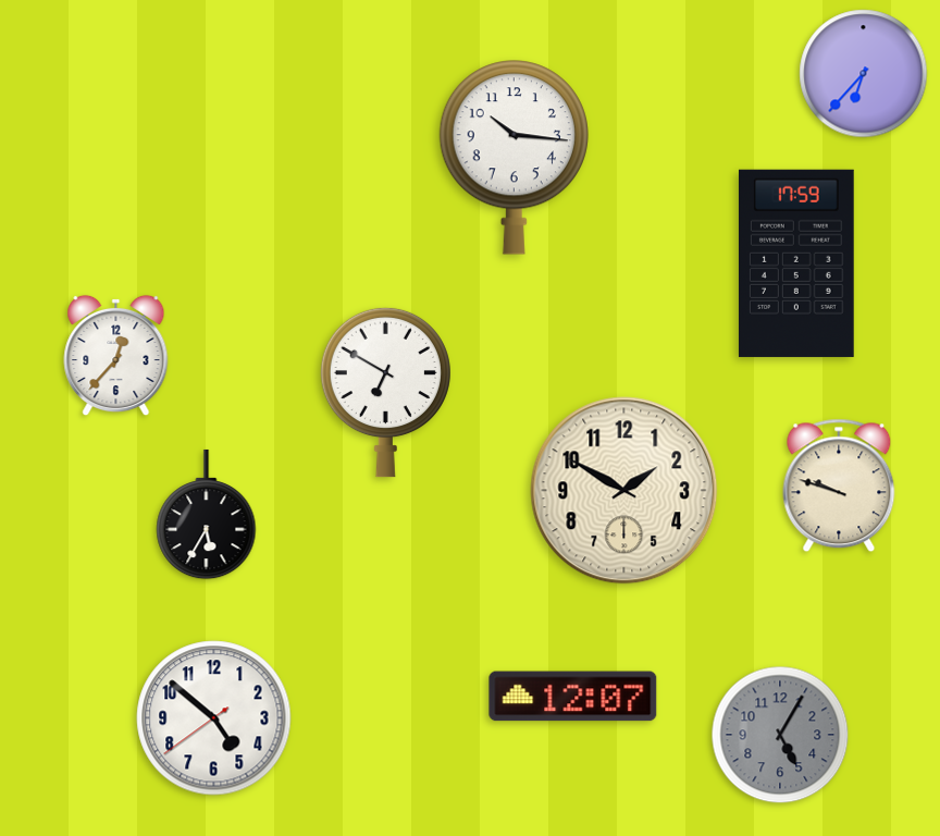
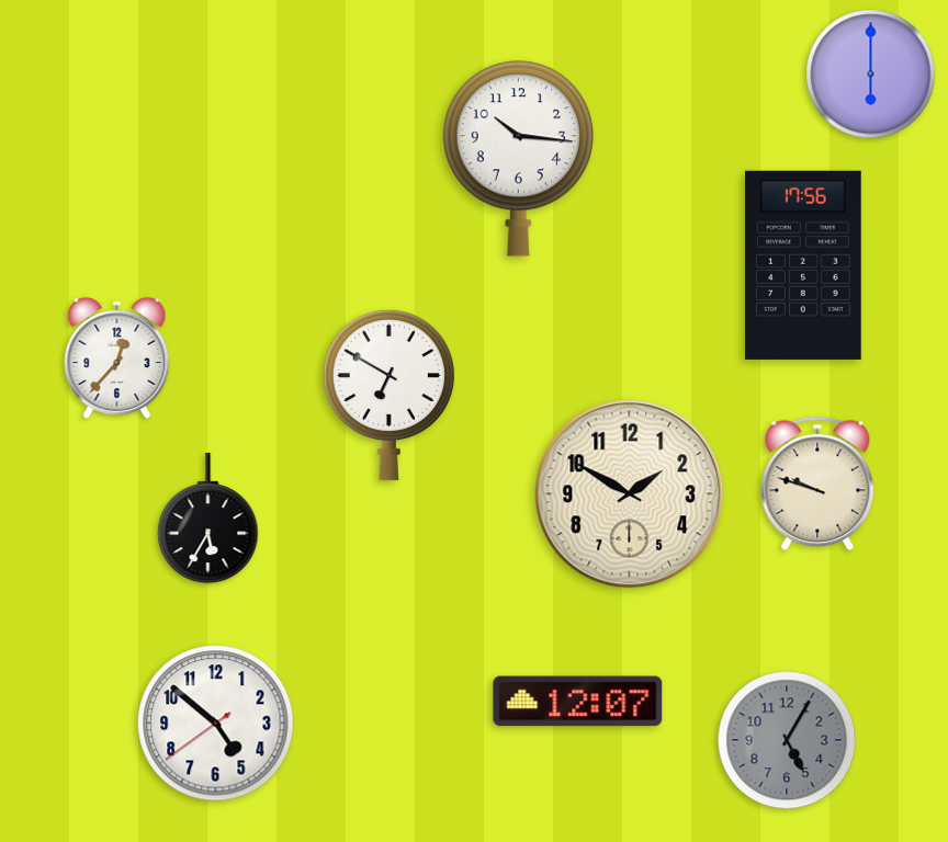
clock at (864, 74): 6:37 -> 6:00
clock at (796, 263): 17:59 -> 17:56
clock at (839, 485) position: (839, 485) -> (817, 483)
